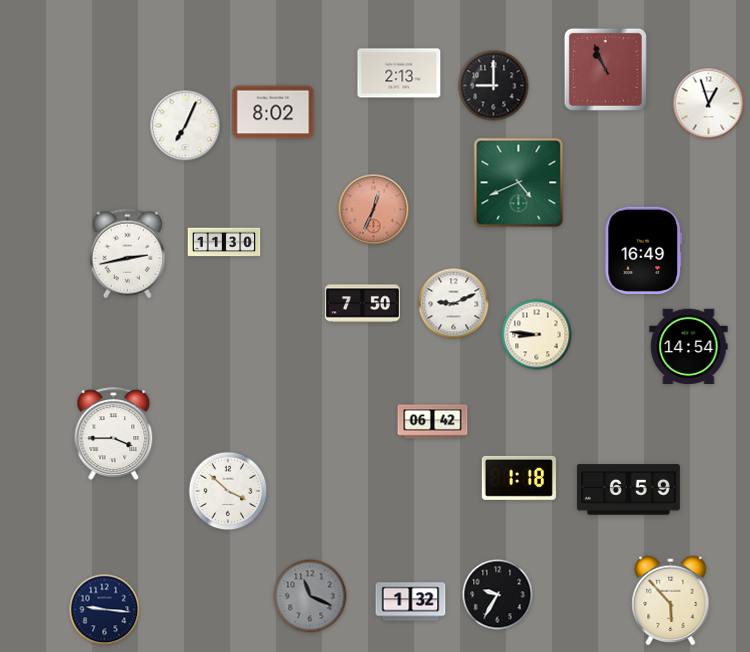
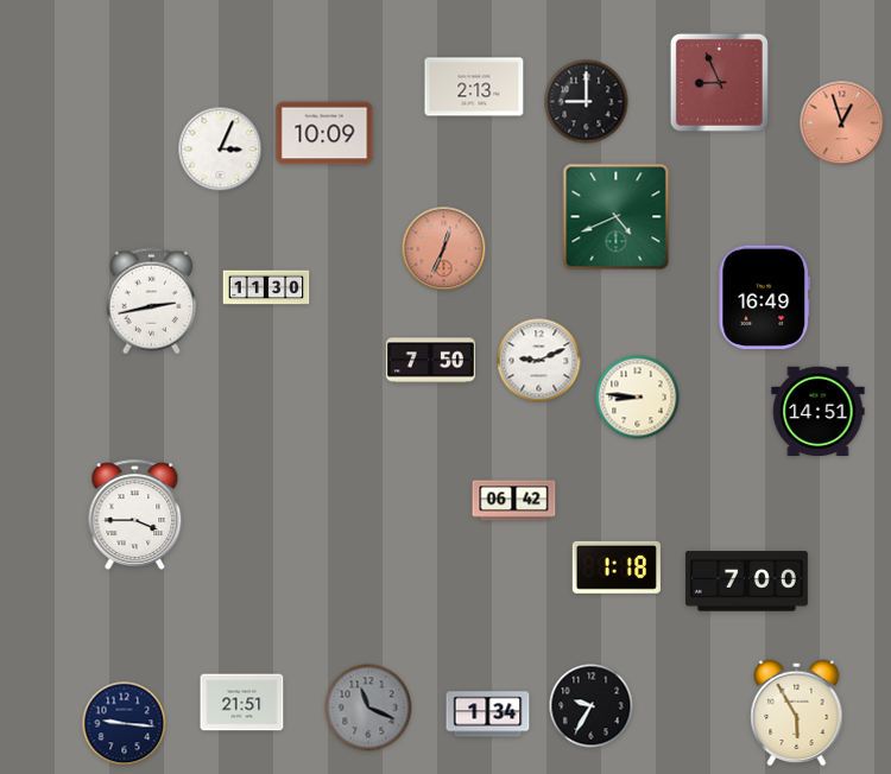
clock at (605, 69): 10:56 -> 8:56
clock at (709, 104) dial: white -> salmon
clock at (273, 112): 8:02 -> 10:09
clock at (186, 126): 7:04 -> 3:04
clock at (689, 346): 14:54 -> 14:51
clock at (628, 490): 6:59 -> 7:00
clock at (228, 491): 3:52 -> none
clock at (242, 703): none -> 21:51
clock at (671, 601): 5:53 -> 5:55
clock at (411, 602): 1:32 -> 1:34
